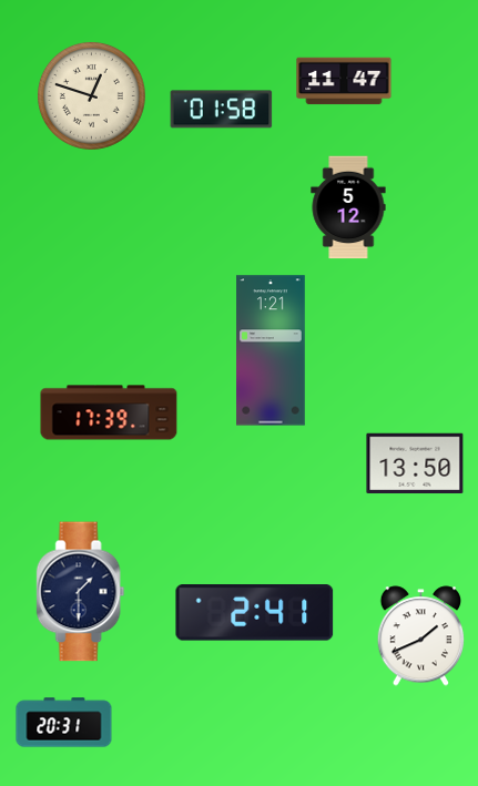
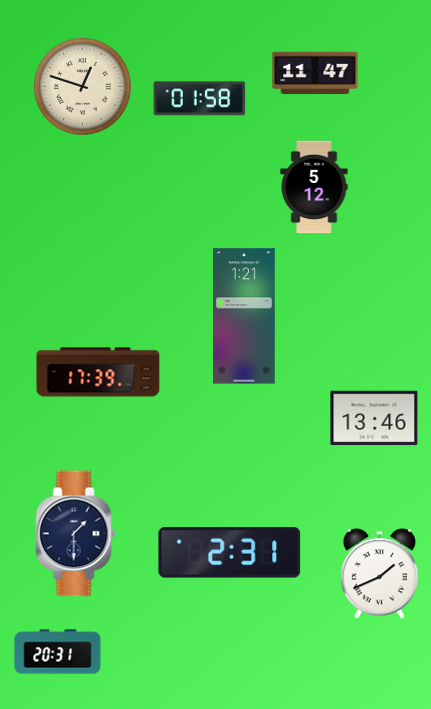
clock at (344, 81) position: (344, 81) -> (315, 73)
clock at (415, 463): 13:50 -> 13:46
clock at (81, 592) position: (81, 592) -> (76, 534)
clock at (255, 613): 2:41 -> 2:31
